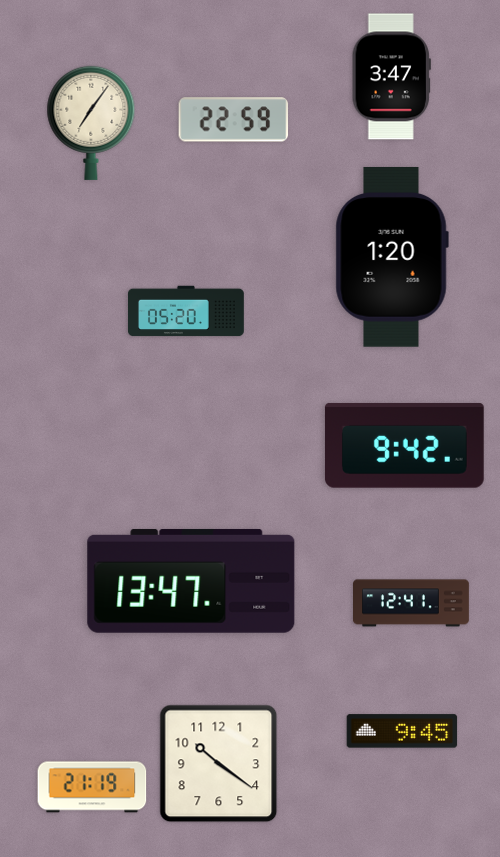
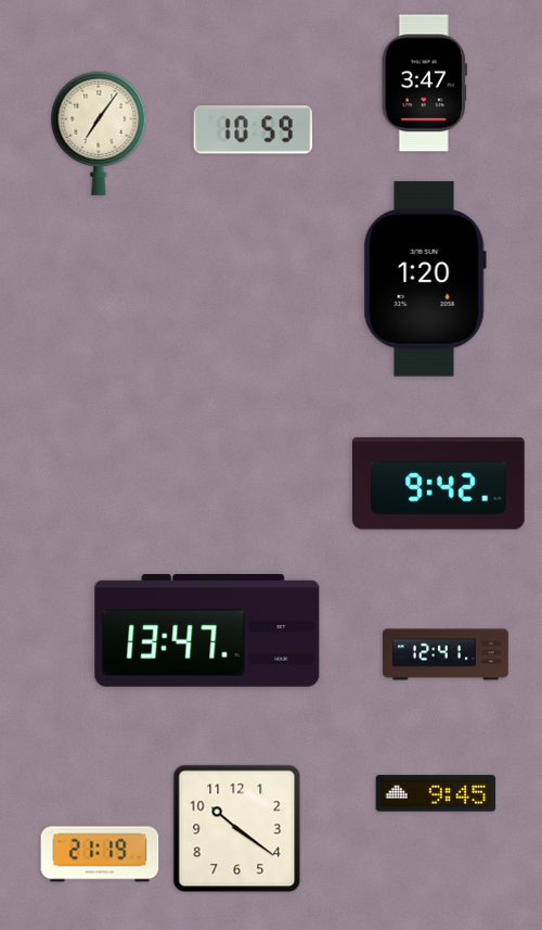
clock at (234, 120): 22:59 -> 10:59
clock at (187, 311): 05:20 -> none
